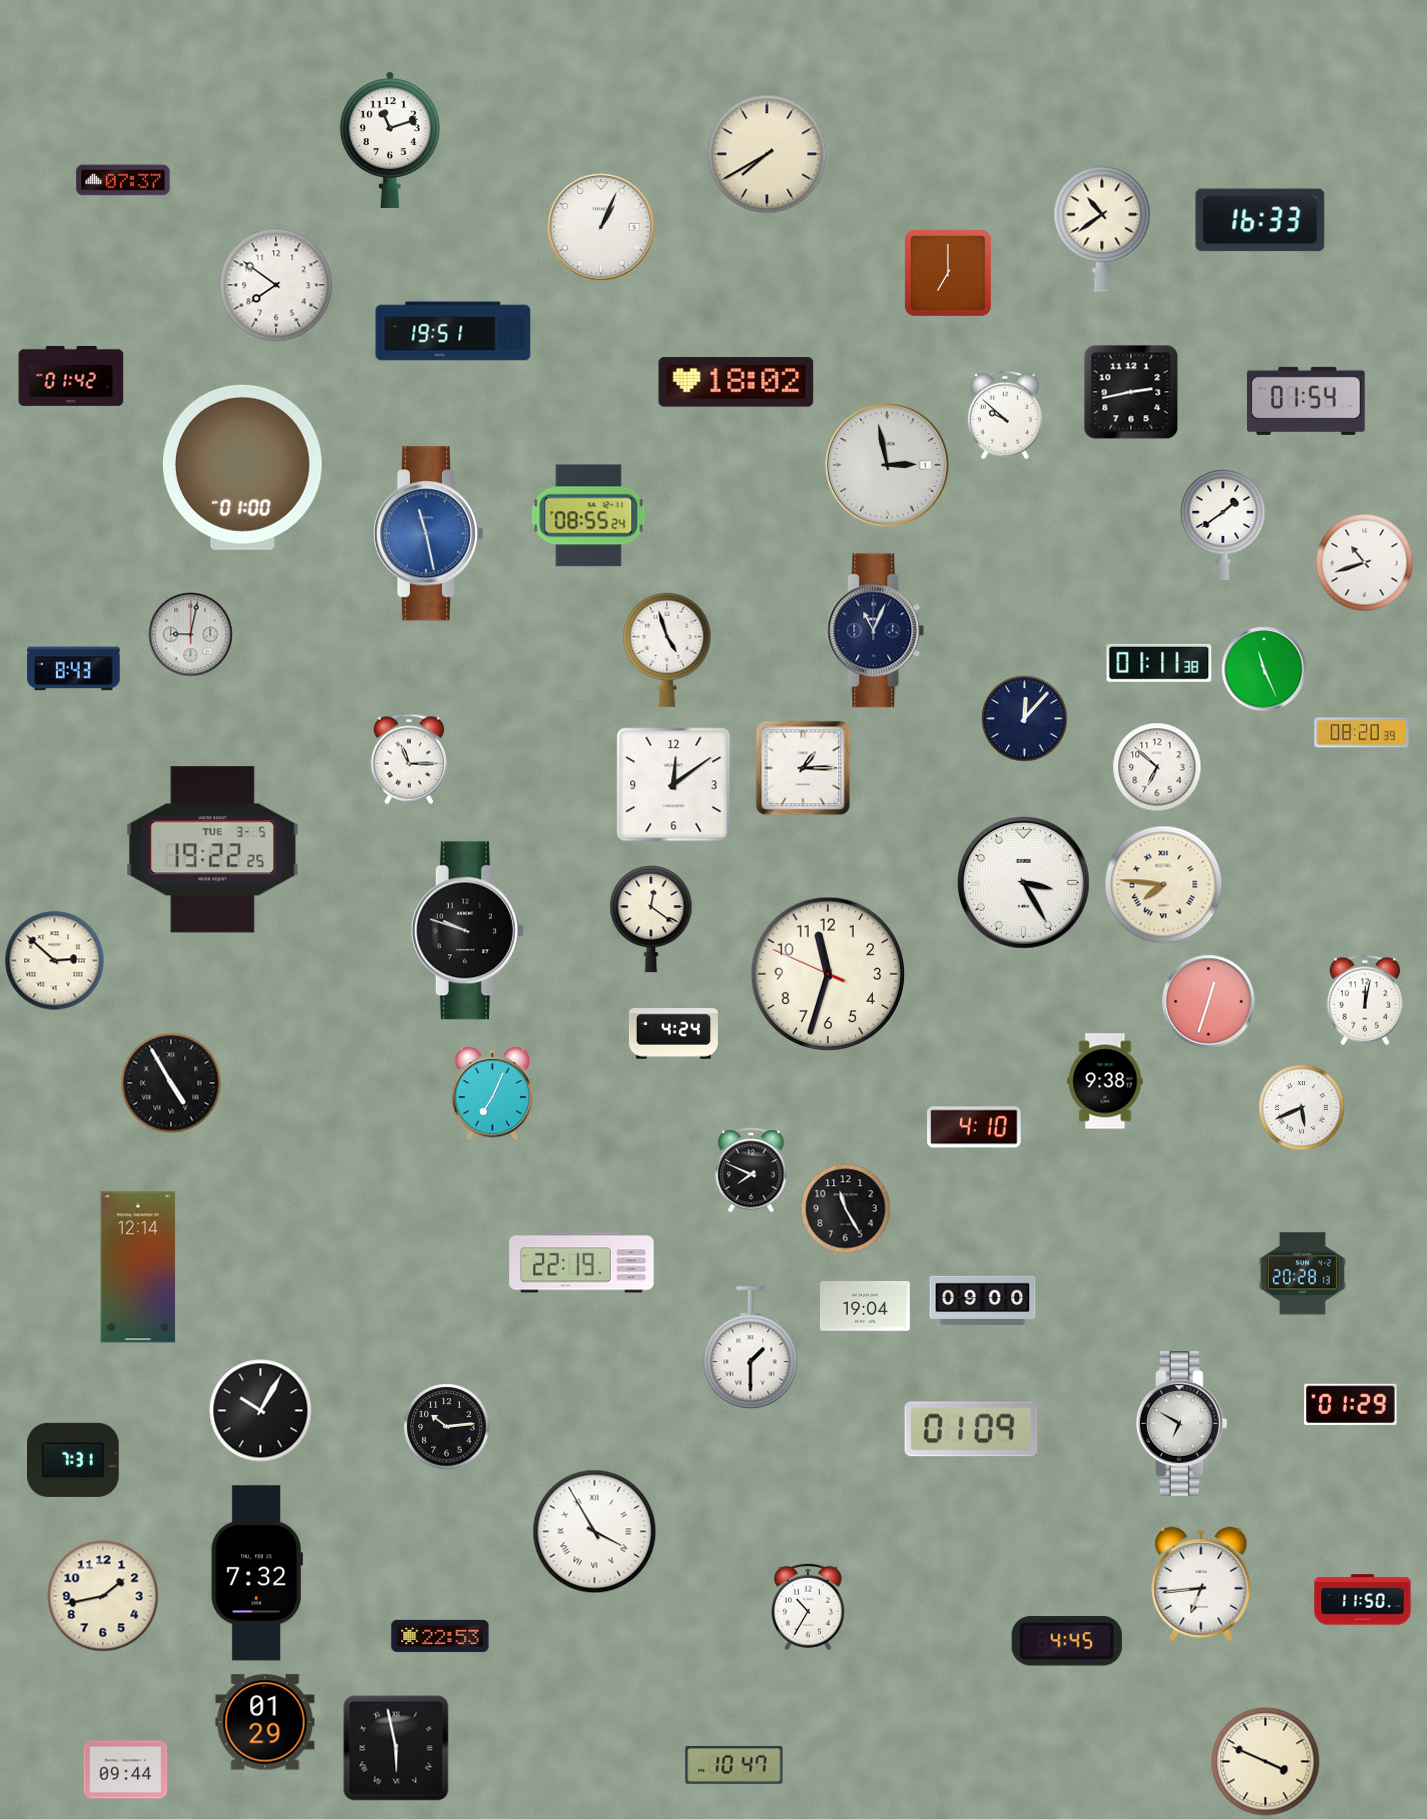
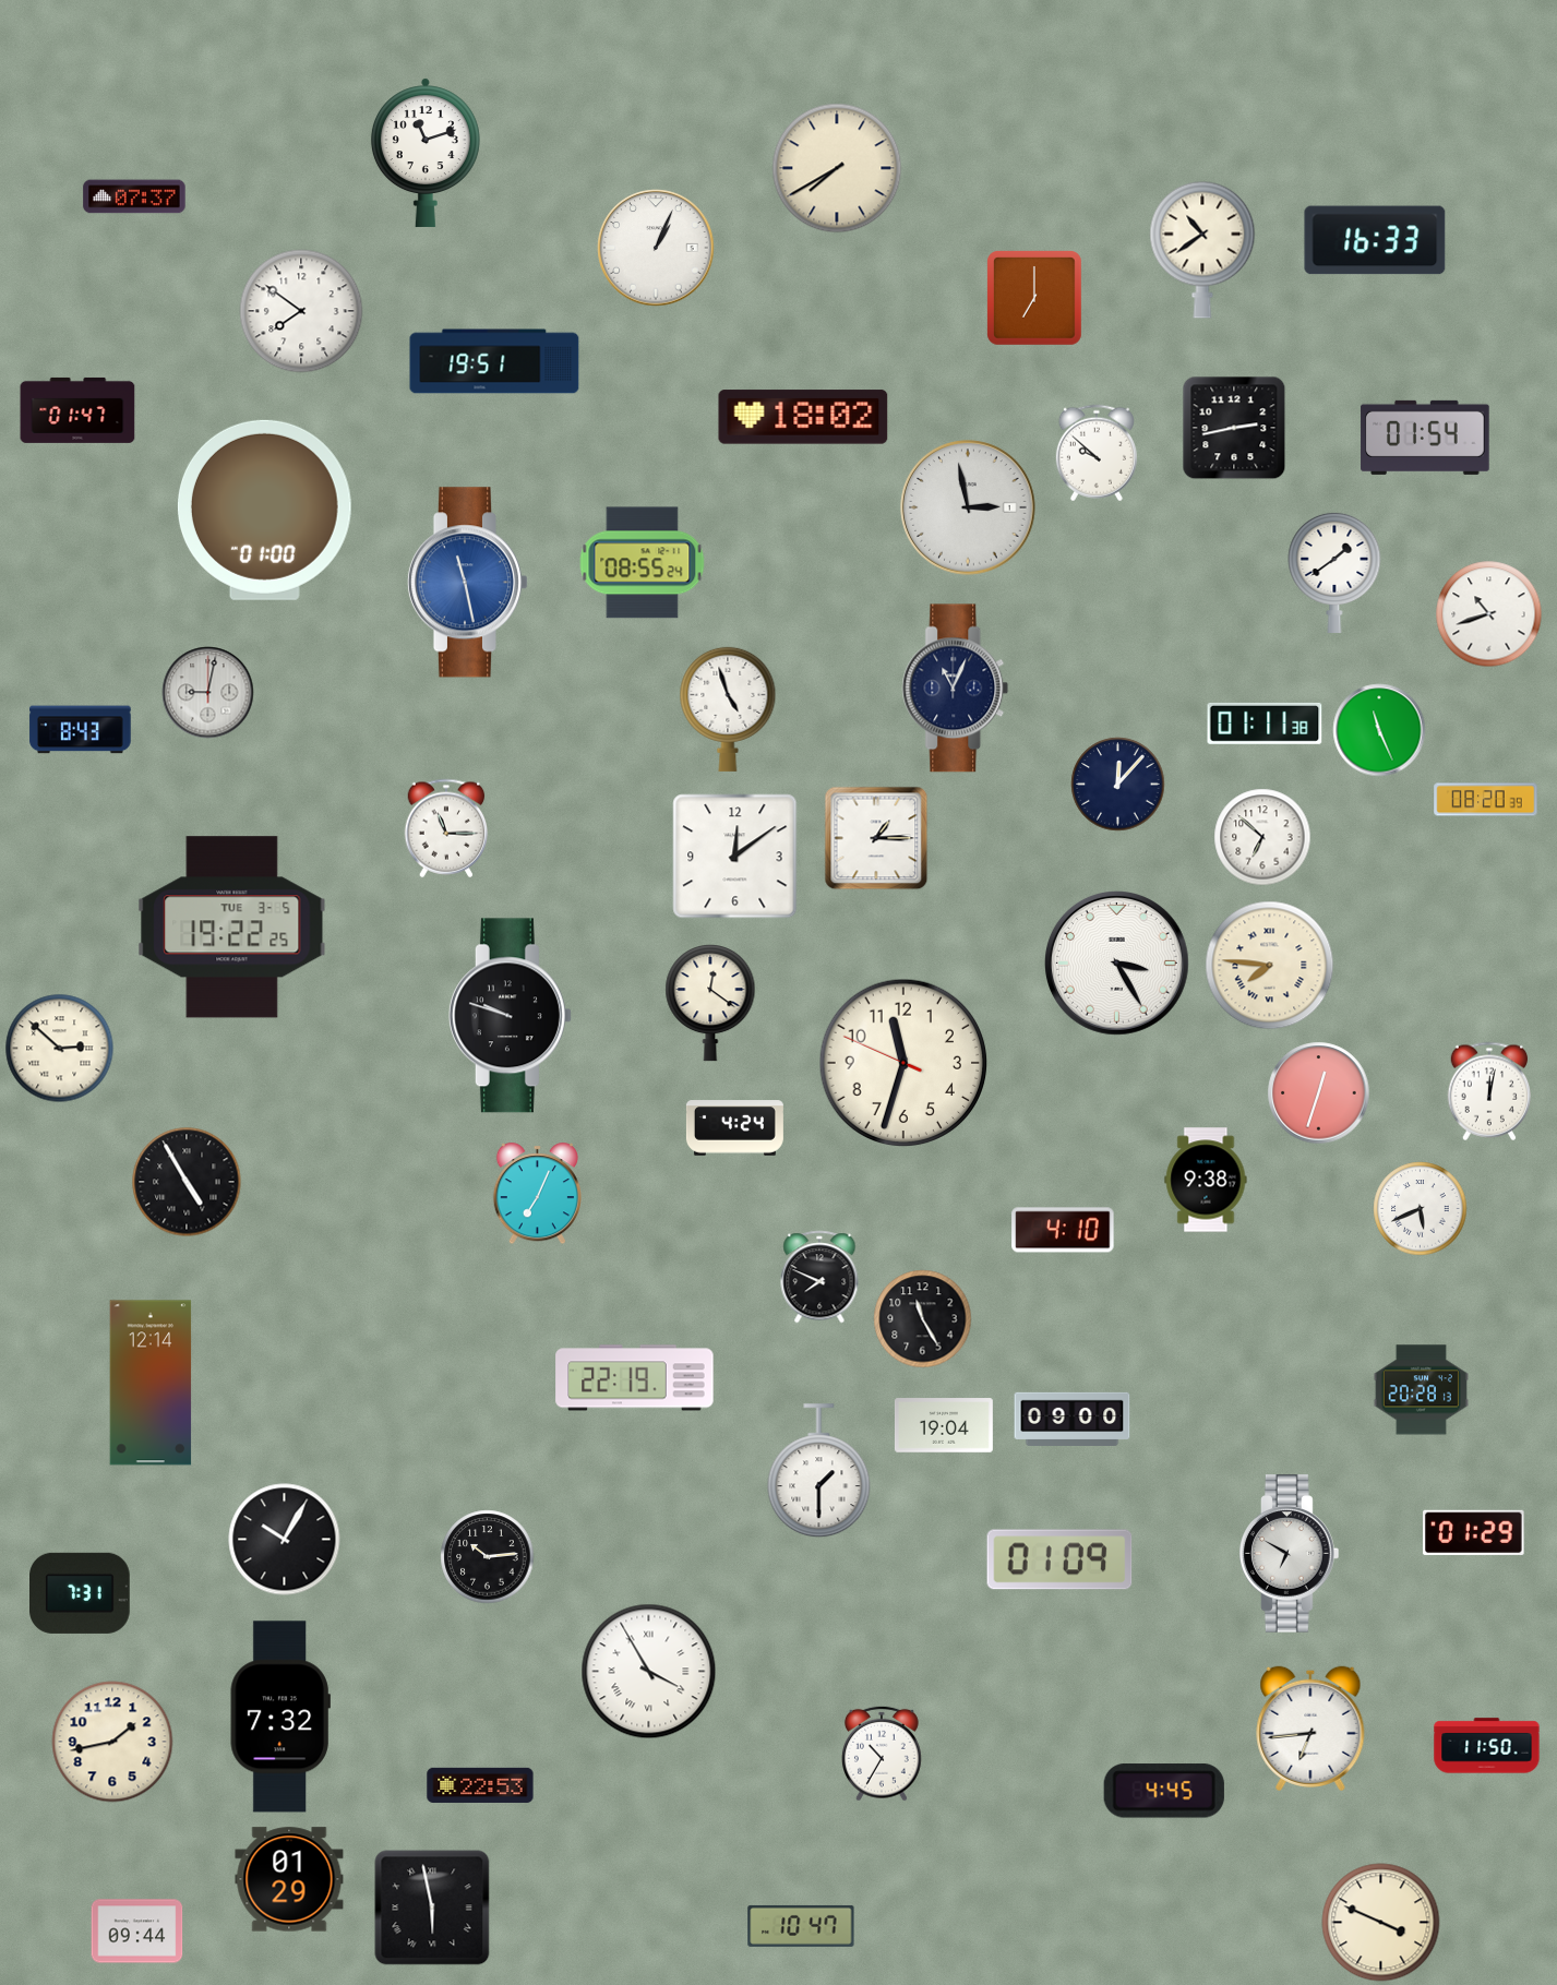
clock at (71, 376): 01:42 -> 01:47
